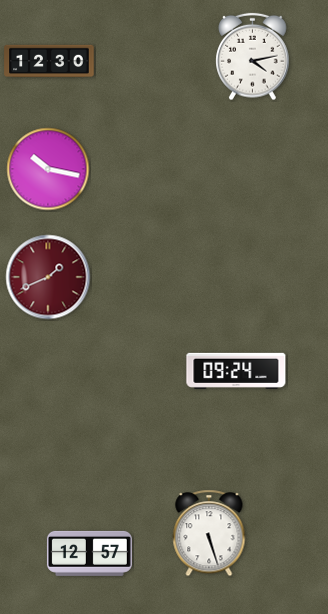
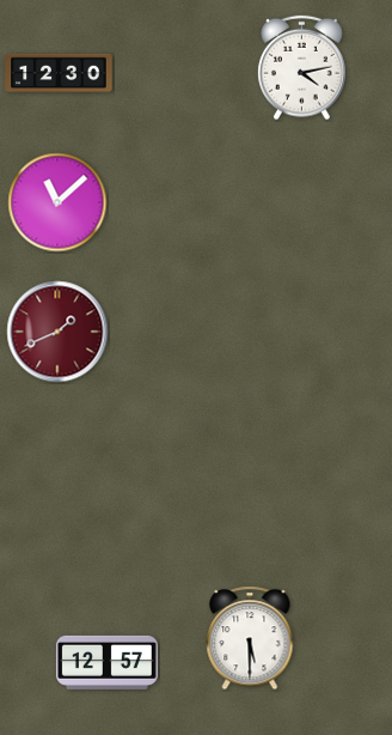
clock at (48, 169): 10:17 -> 11:08
clock at (236, 371): 09:24 -> none
clock at (209, 533): 5:27 -> 5:30
